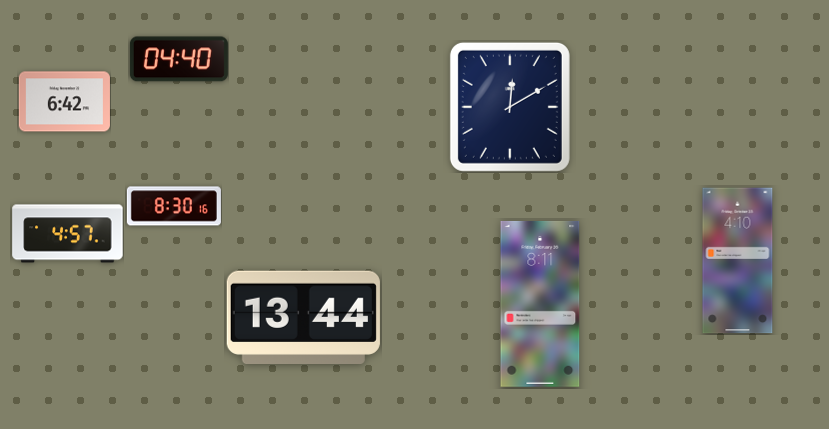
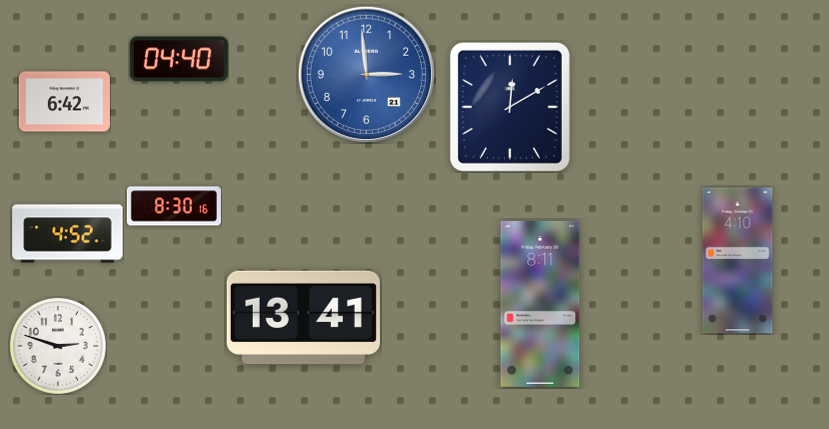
clock at (366, 74): none -> 2:59
clock at (68, 234): 4:57 -> 4:52
clock at (303, 317): 13:44 -> 13:41
clock at (58, 346): none -> 2:48
